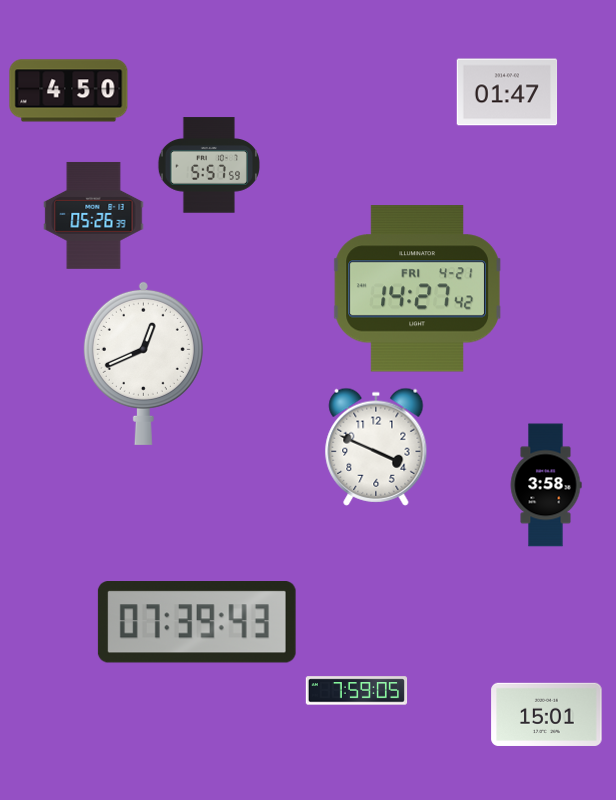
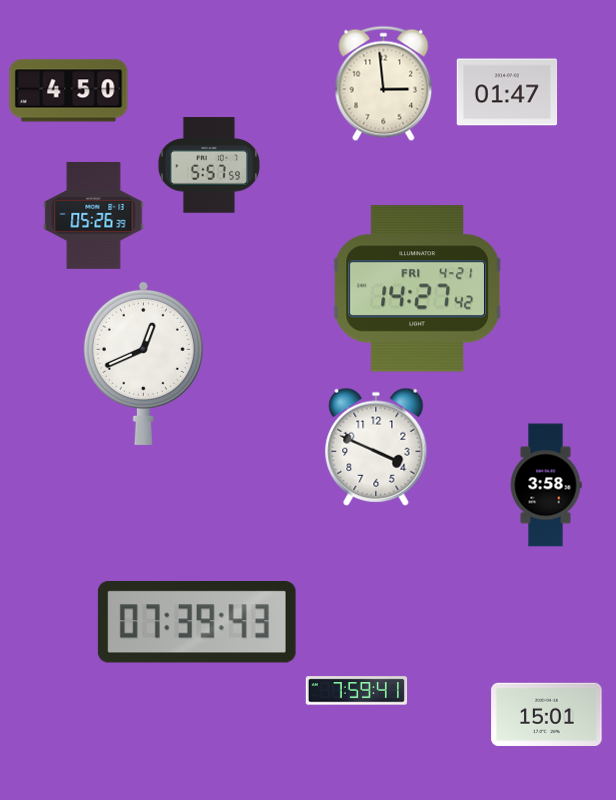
clock at (384, 84): none -> 2:59
clock at (357, 691): 7:59:05 -> 7:59:41
